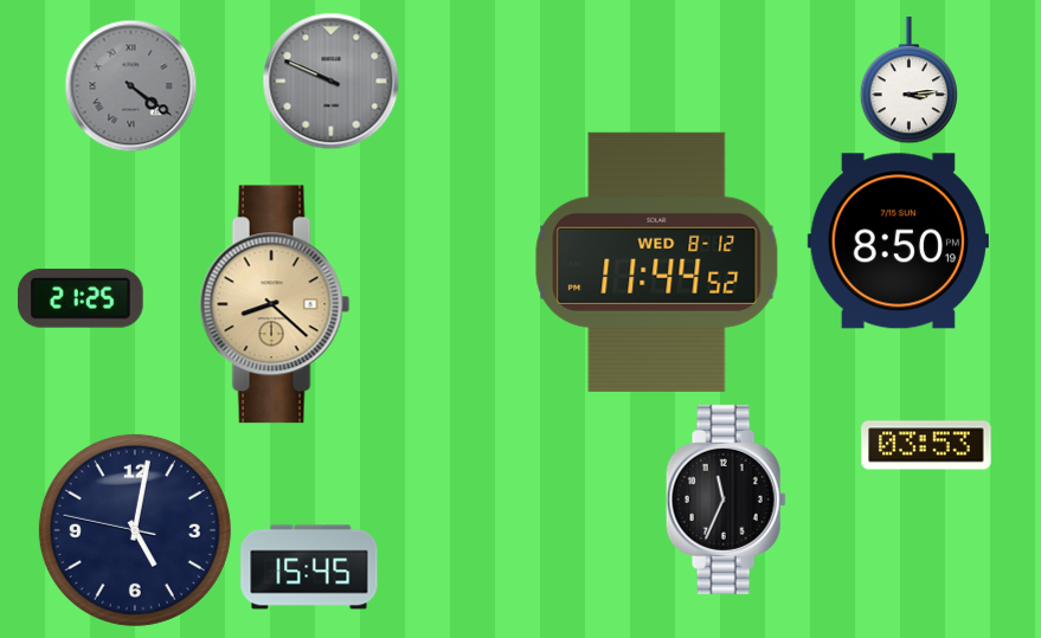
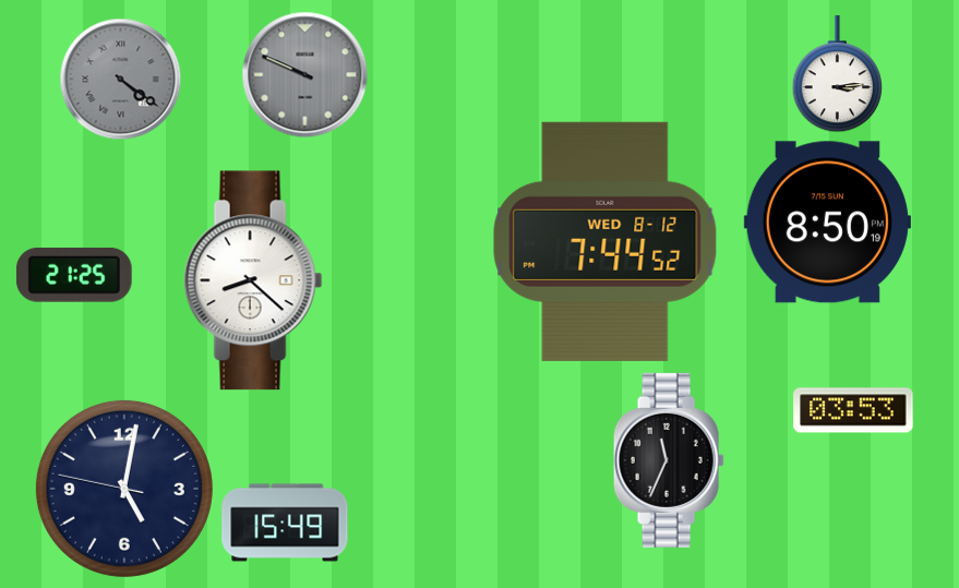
clock at (657, 262): 11:44 -> 7:44
clock at (275, 304) dial: champagne -> white
clock at (309, 567): 15:45 -> 15:49
